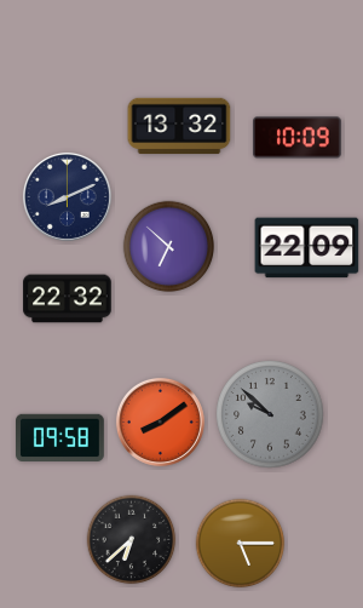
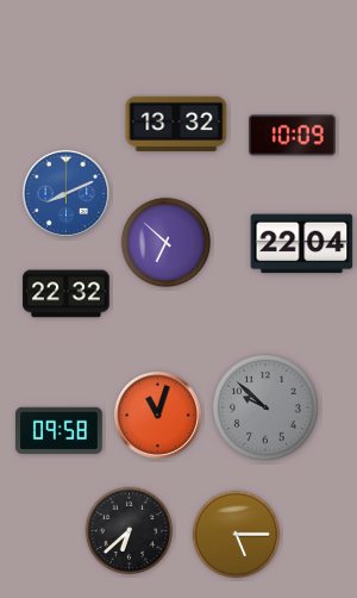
clock at (67, 196) dial: navy -> blue
clock at (307, 248): 22:09 -> 22:04
clock at (160, 421): 8:09 -> 11:03
